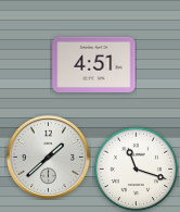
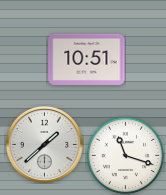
clock at (94, 64): 4:51 -> 10:51
